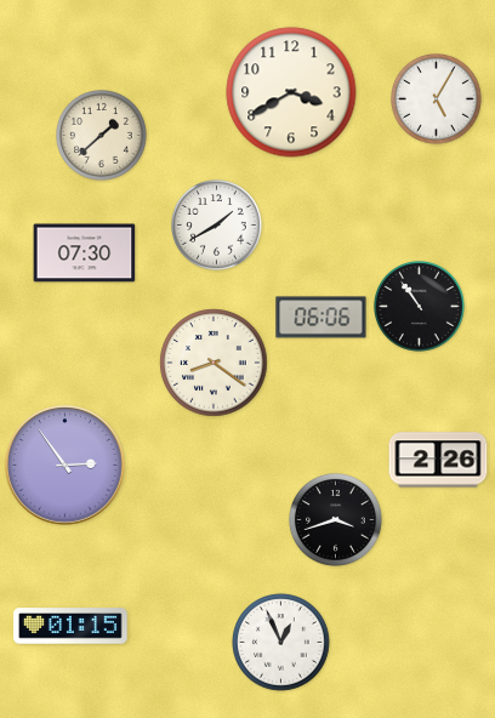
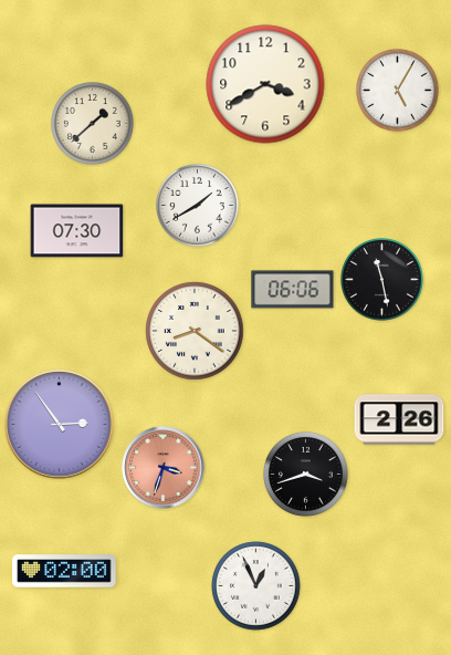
clock at (420, 307): 10:54 -> 11:28
clock at (164, 468): none -> 3:33
clock at (70, 626): 01:15 -> 02:00
